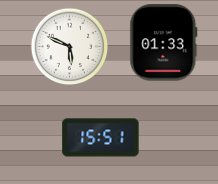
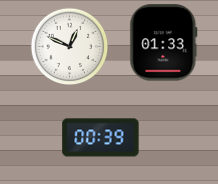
clock at (69, 46): 5:49 -> 12:49
clock at (101, 138): 15:51 -> 00:39
